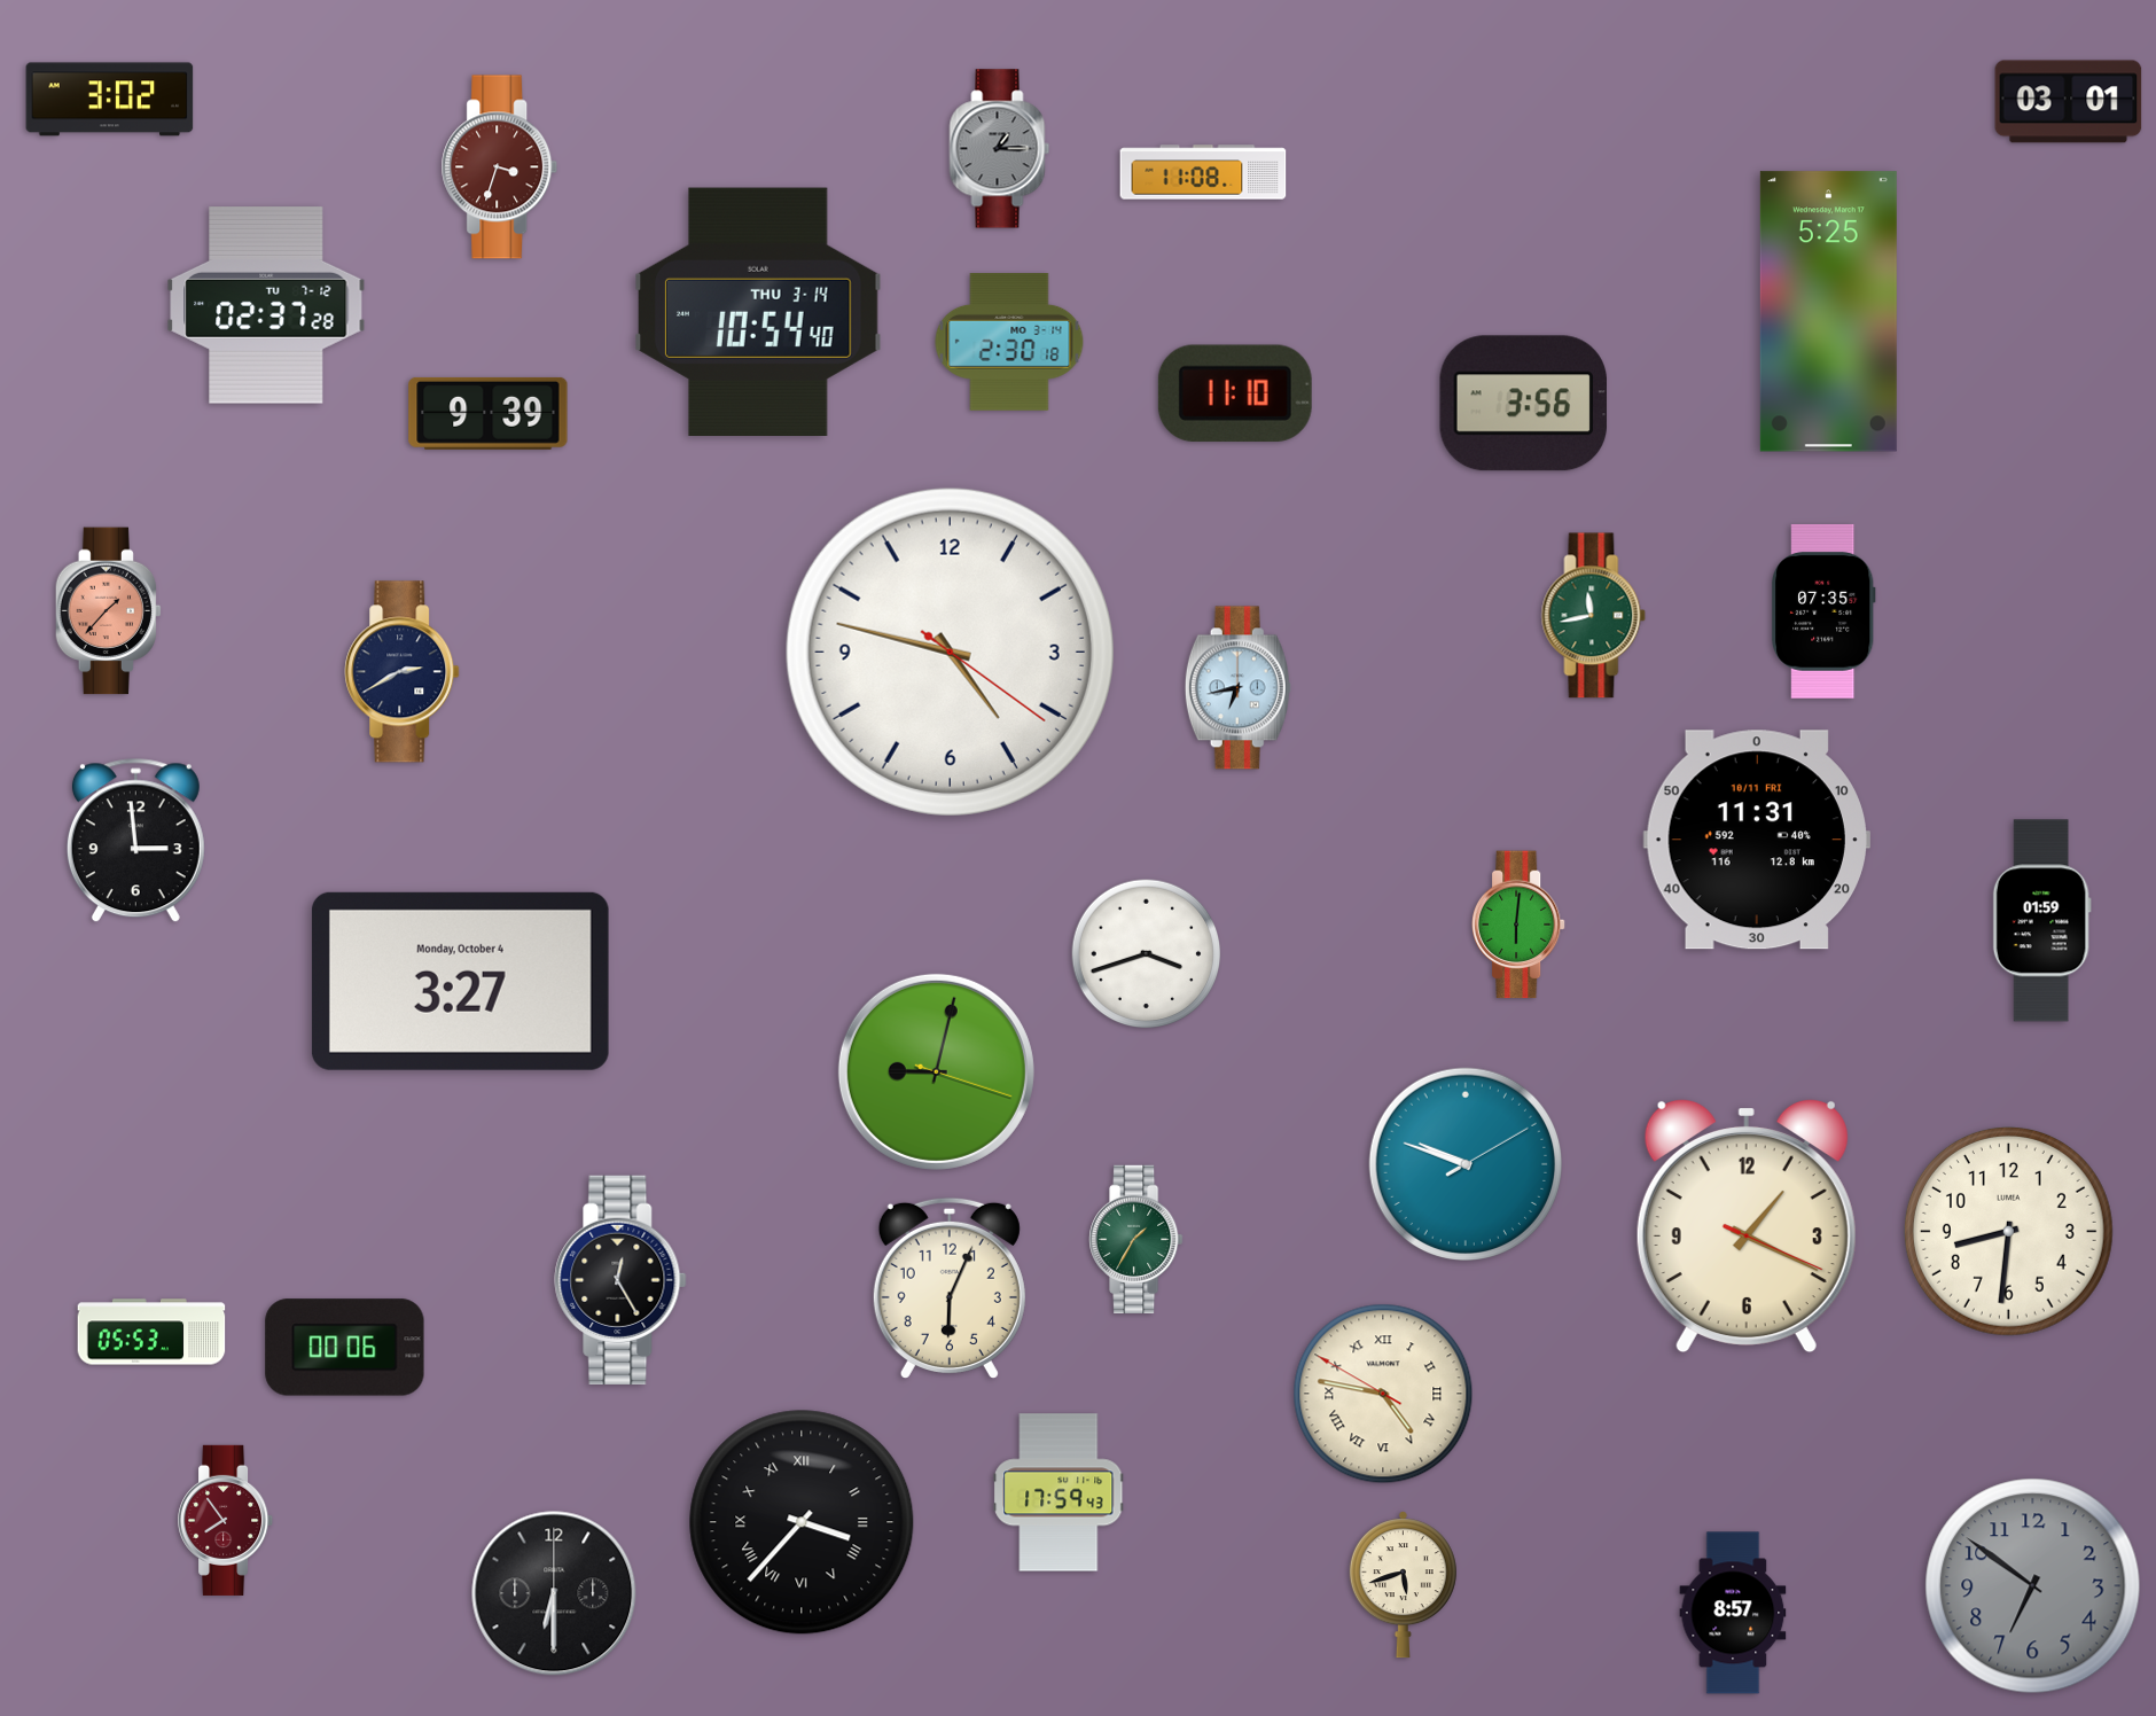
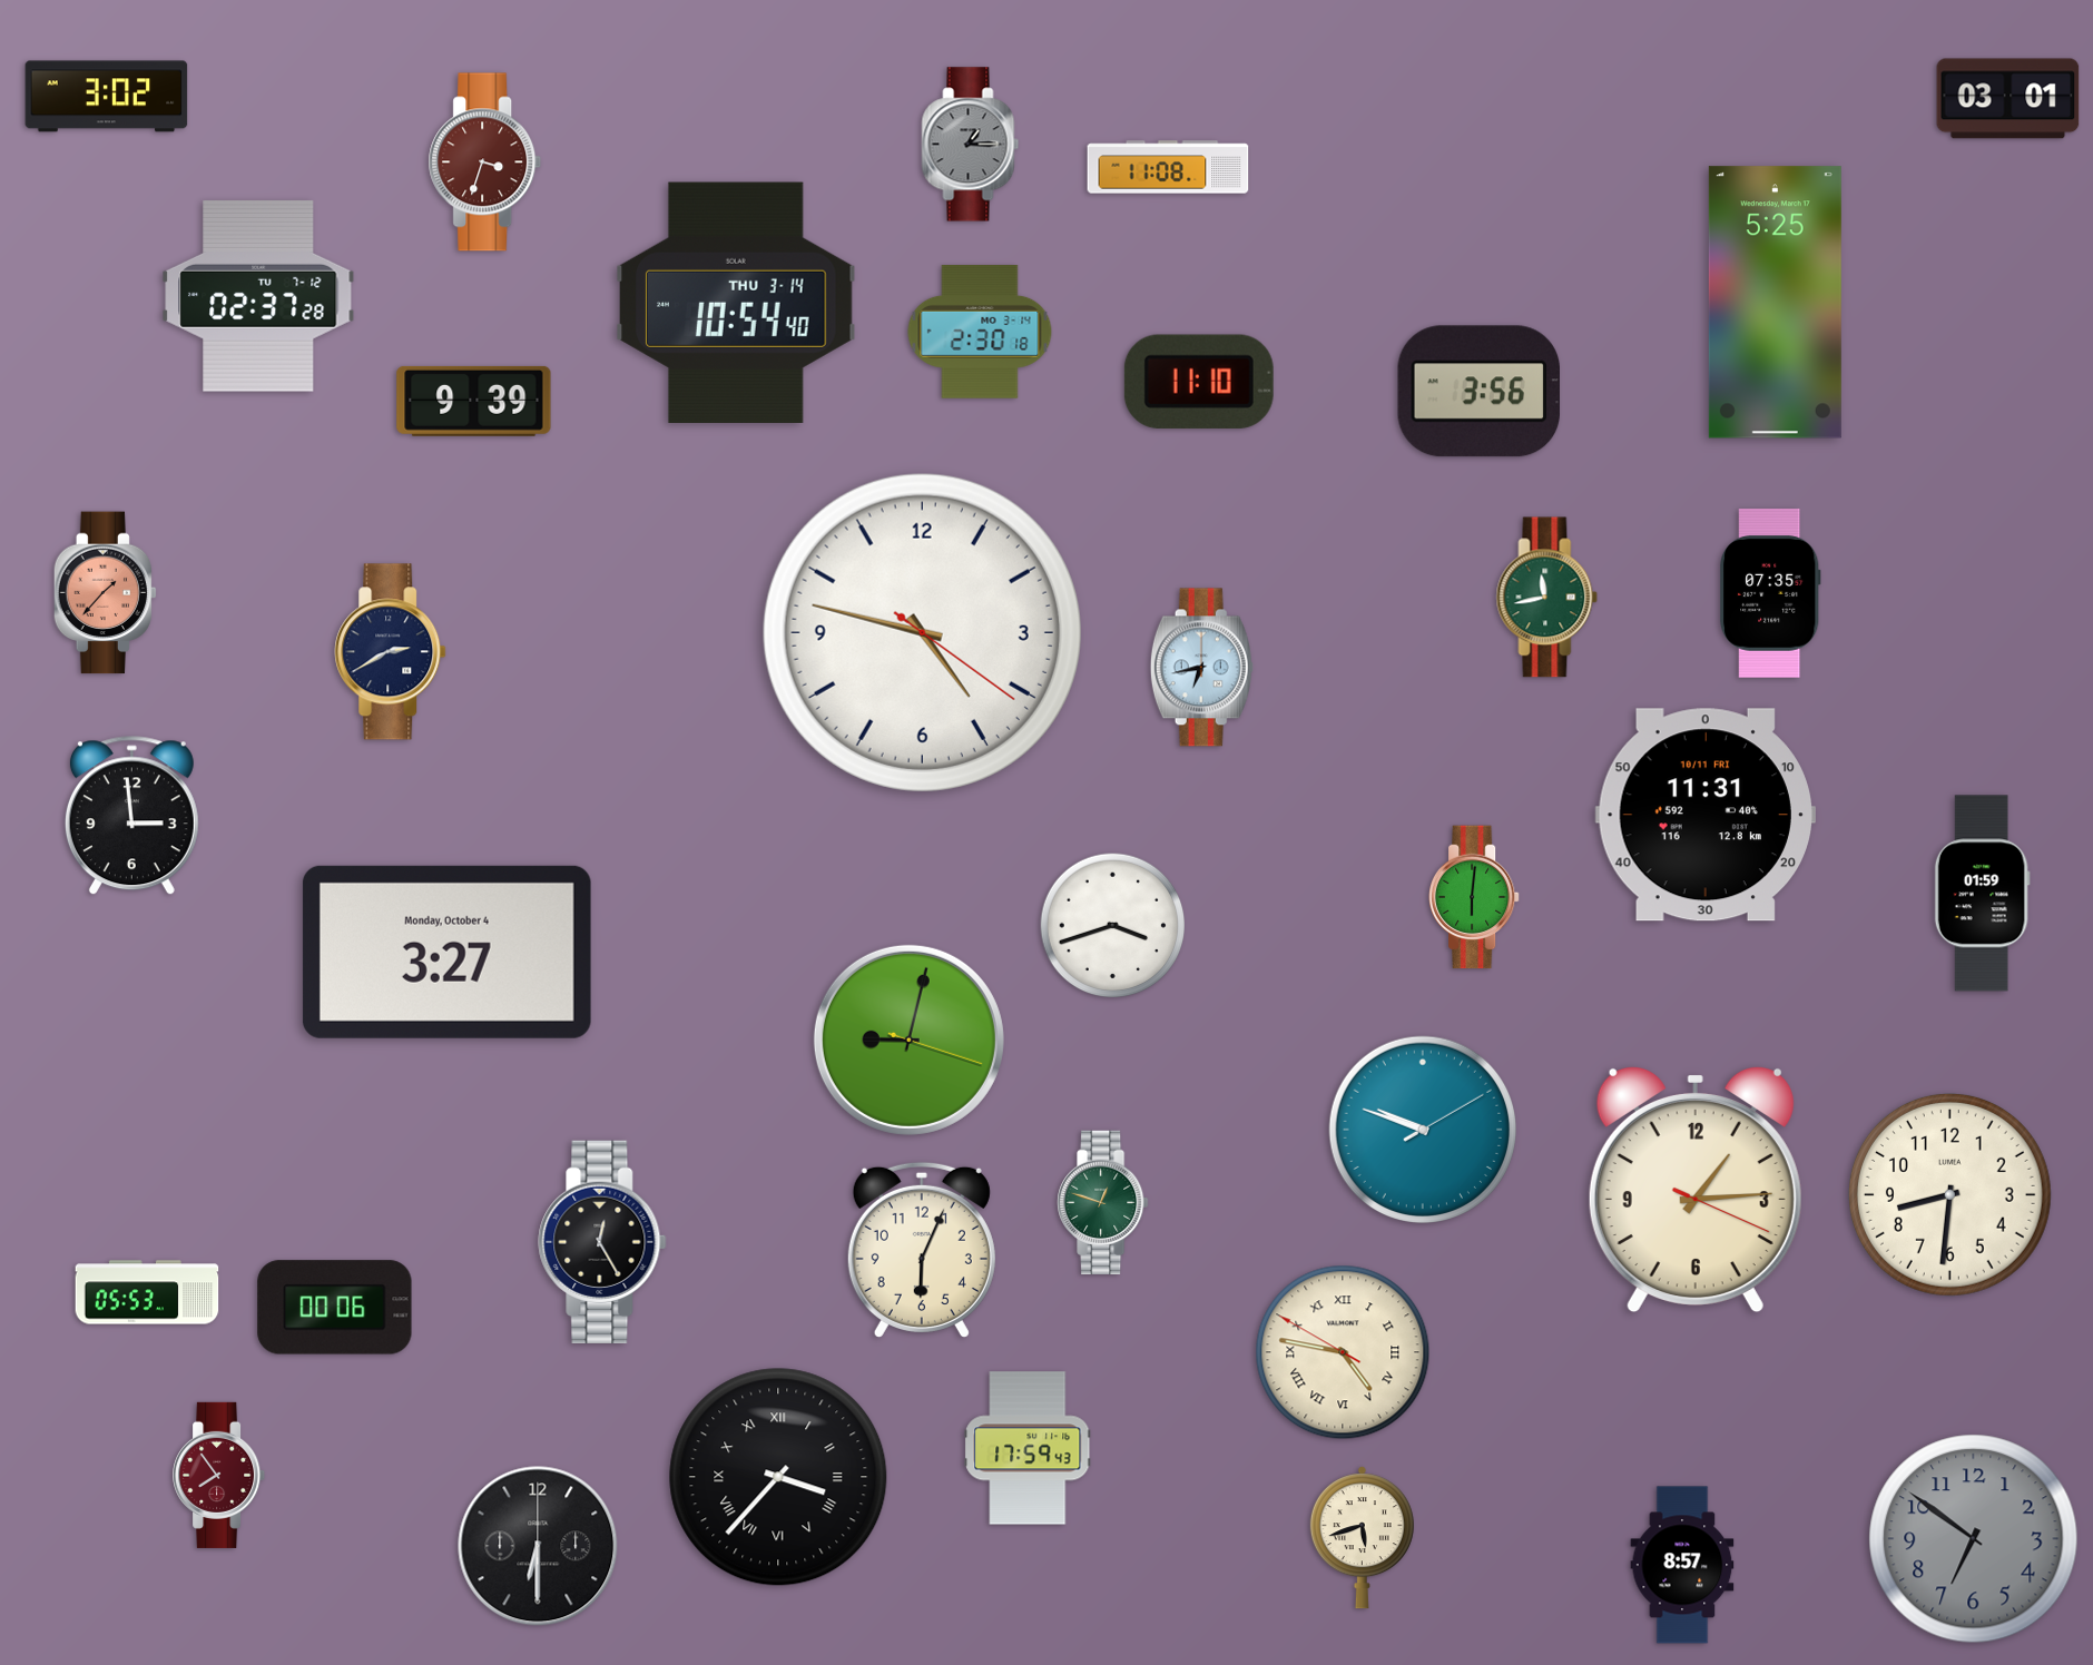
clock at (1747, 1226): 1:19 -> 1:14
clock at (1136, 1240): 1:35 -> 12:48
